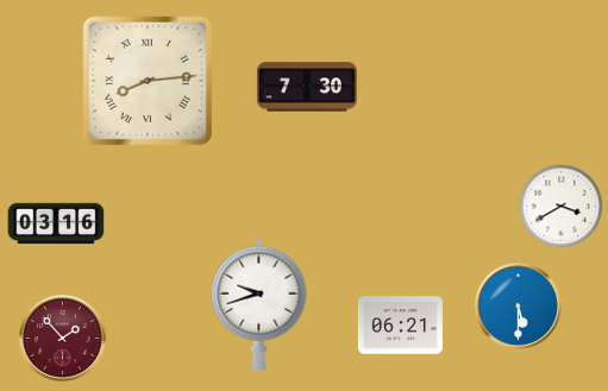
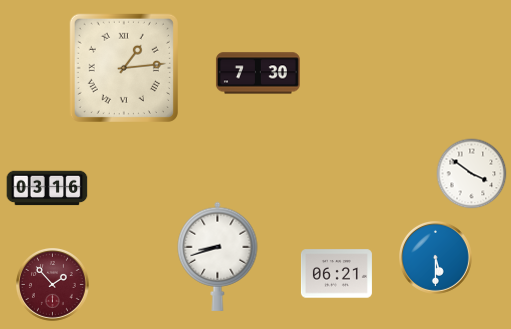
clock at (148, 81): 8:14 -> 1:14
clock at (562, 207): 3:40 -> 3:51
clock at (259, 304): 9:42 -> 8:42
